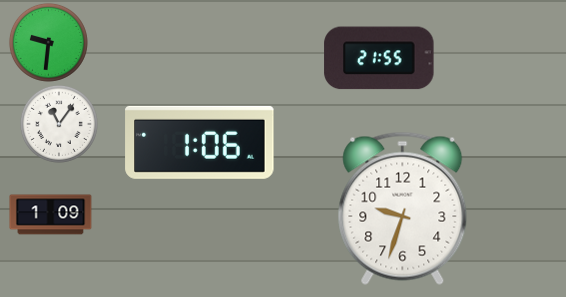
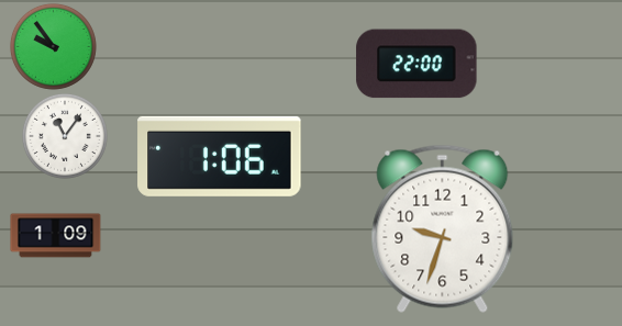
clock at (48, 42): 9:31 -> 9:54
clock at (379, 58): 21:55 -> 22:00
